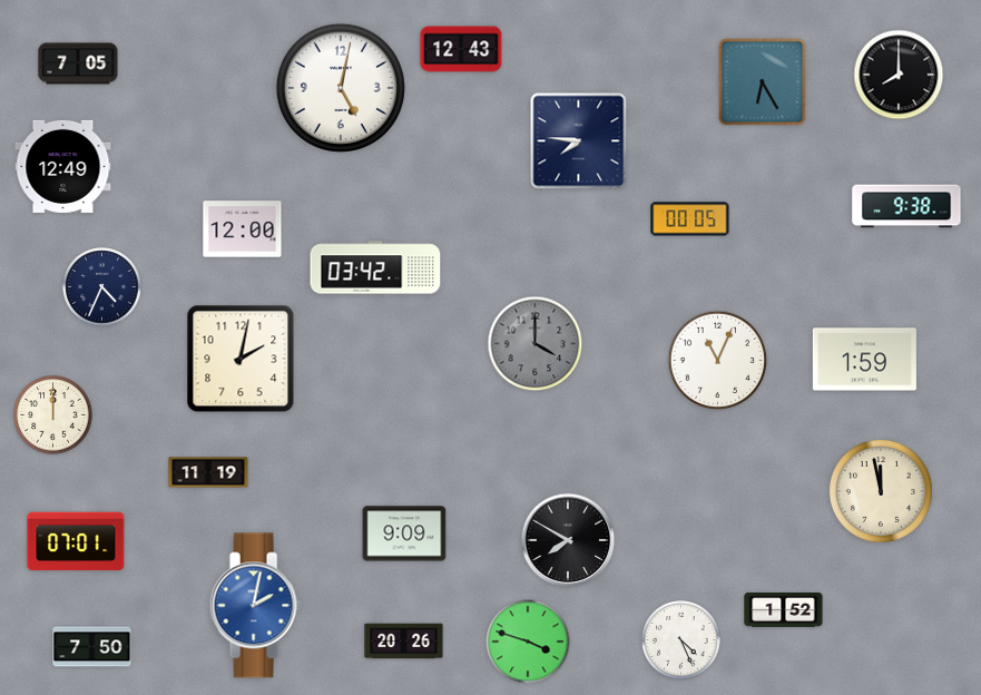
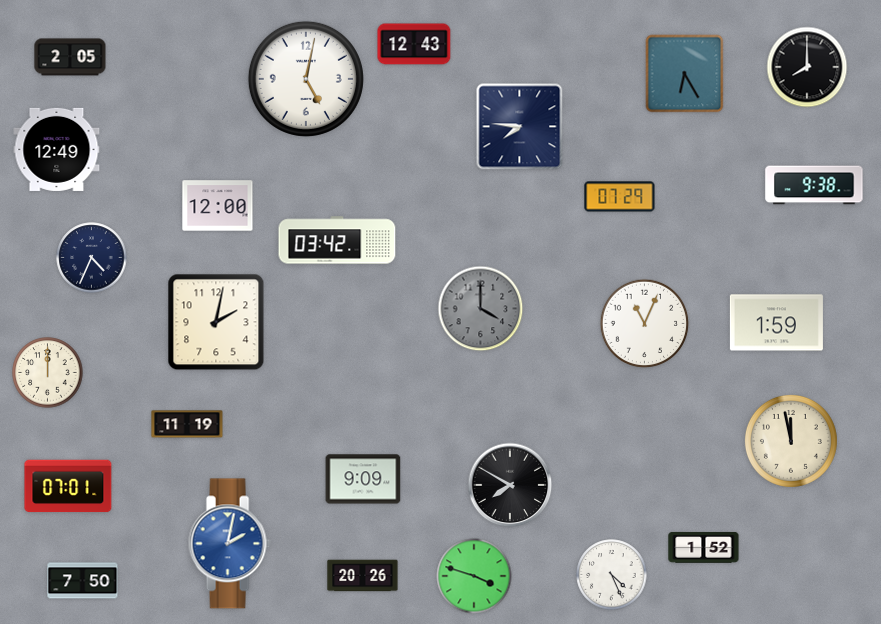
clock at (78, 63): 7:05 -> 2:05
clock at (690, 219): 00:05 -> 07:29
